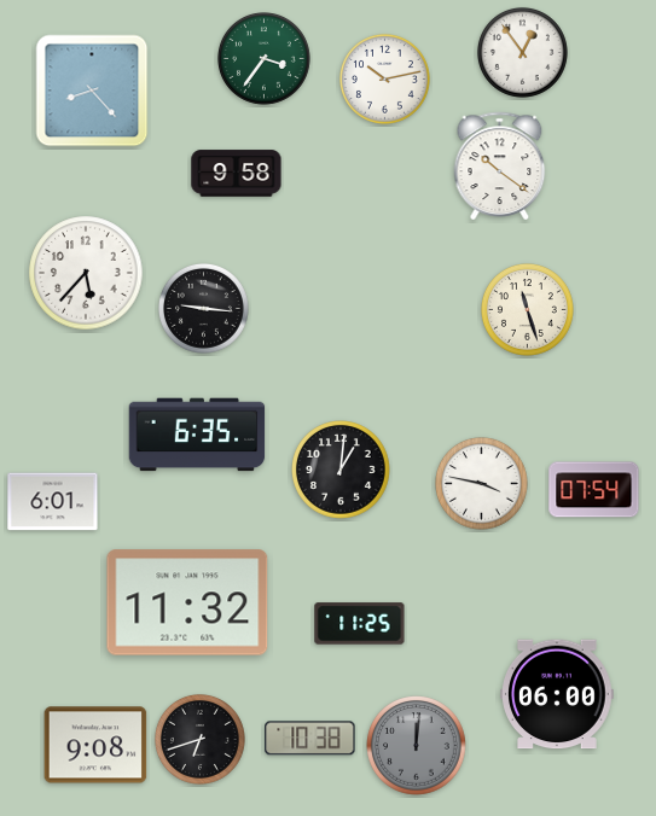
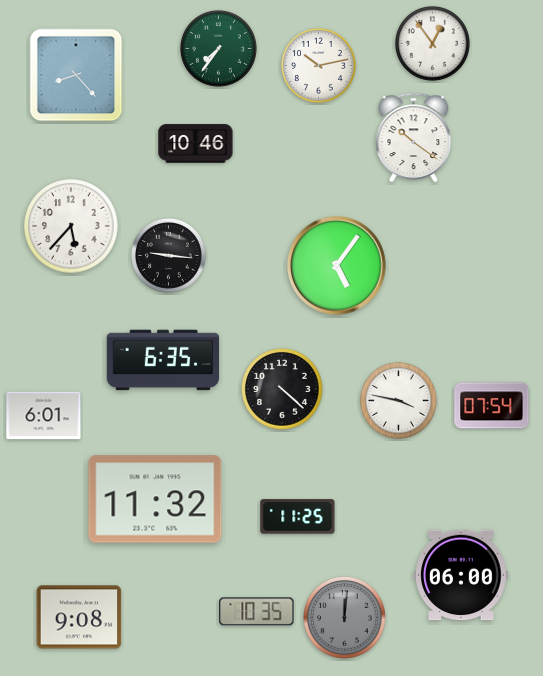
clock at (265, 59): 3:36 -> 7:36
clock at (237, 174): 9:58 -> 10:46
clock at (528, 310): 11:27 -> none
clock at (337, 266): none -> 5:06
clock at (341, 470): 1:01 -> 4:22
clock at (199, 739): 6:42 -> none
clock at (310, 739): 10:38 -> 10:35
